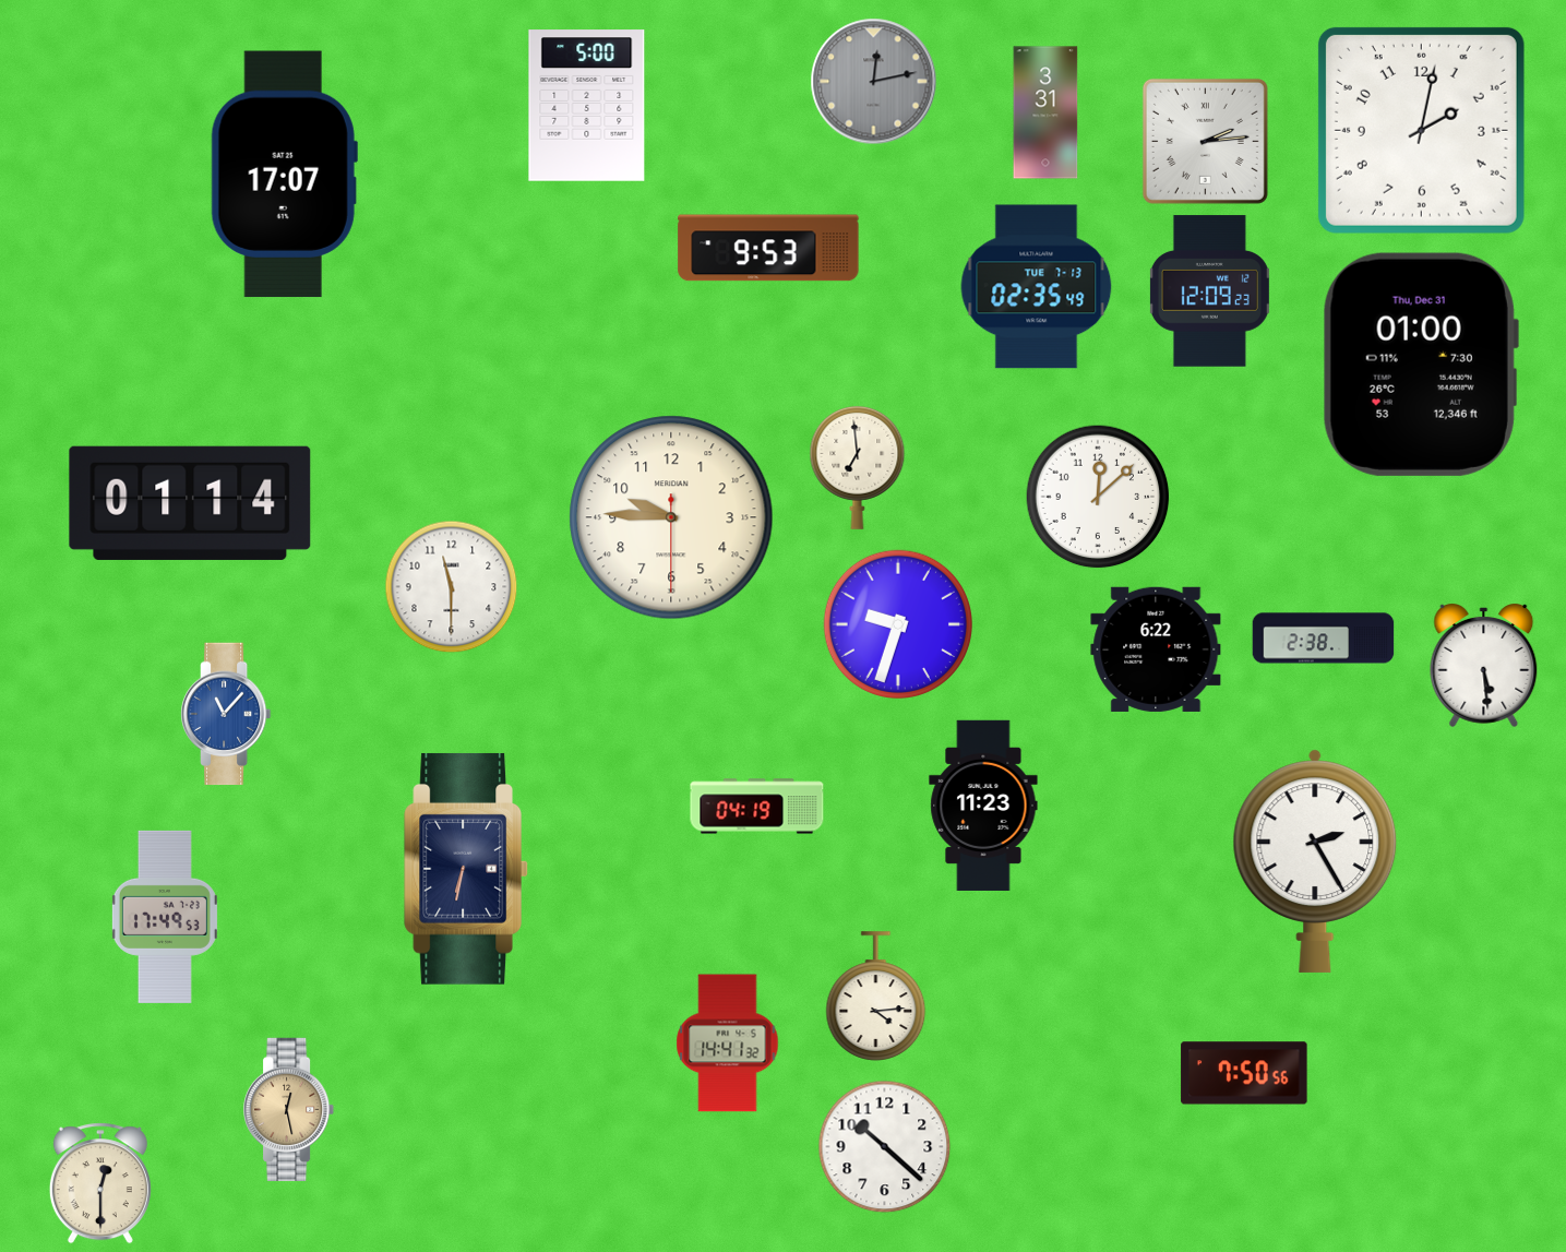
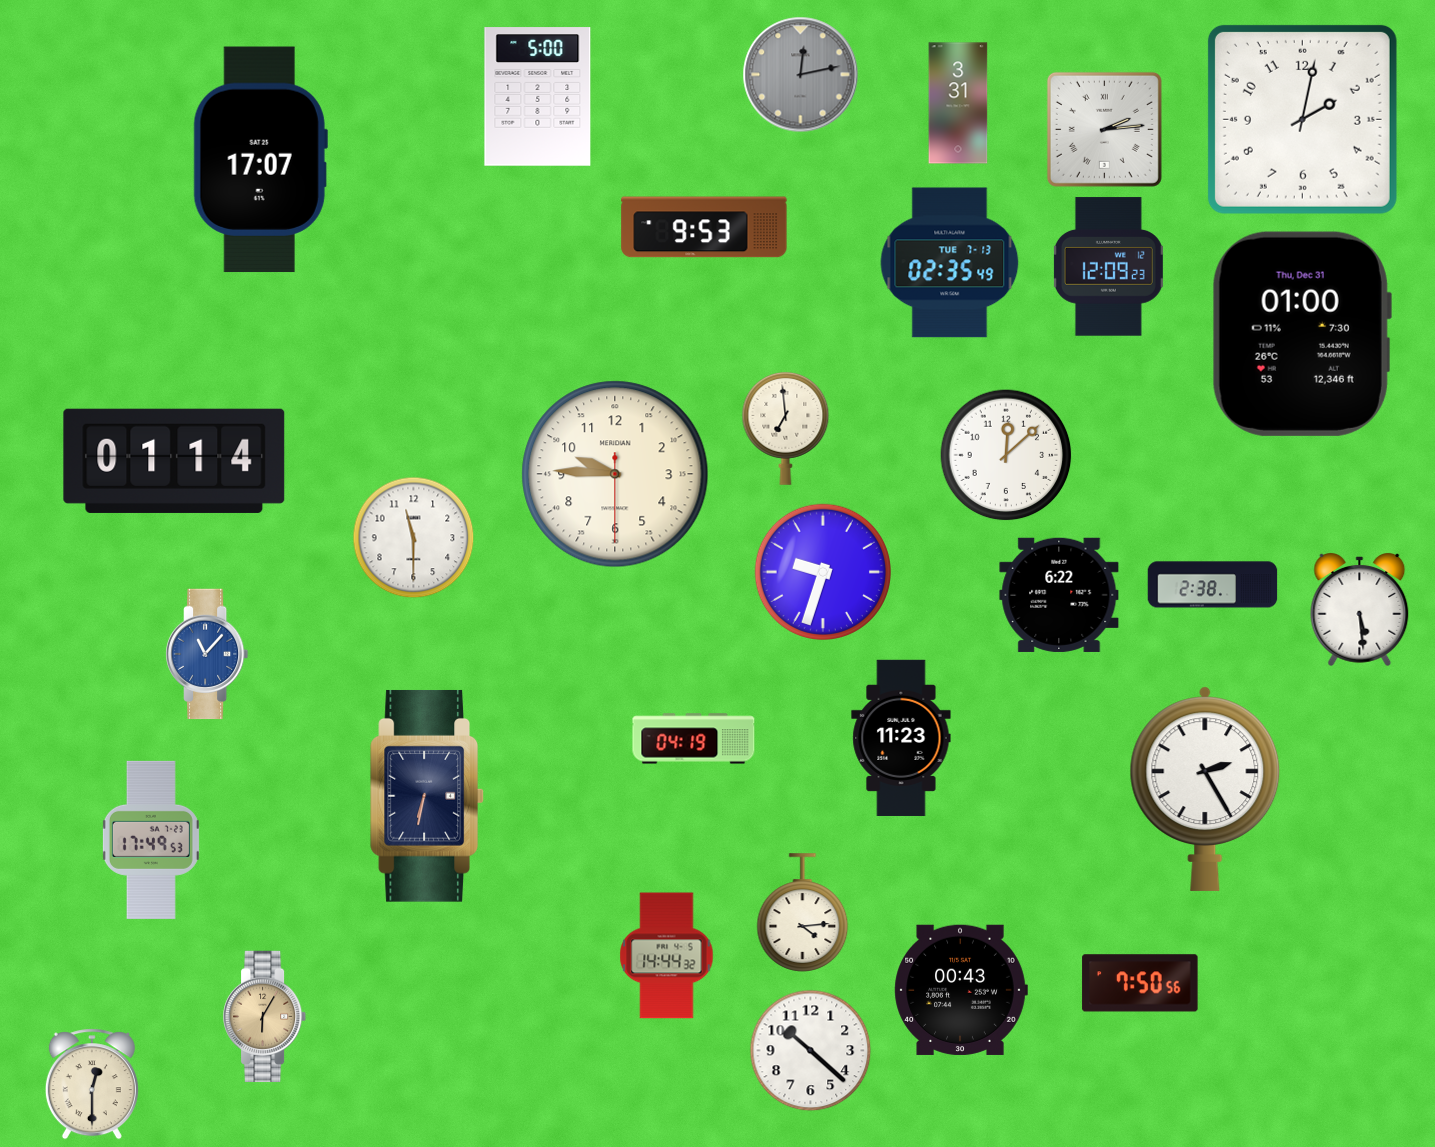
clock at (728, 1044): 14:41 -> 14:44
clock at (961, 990): none -> 00:43
clock at (290, 1109): 12:28 -> 6:05
